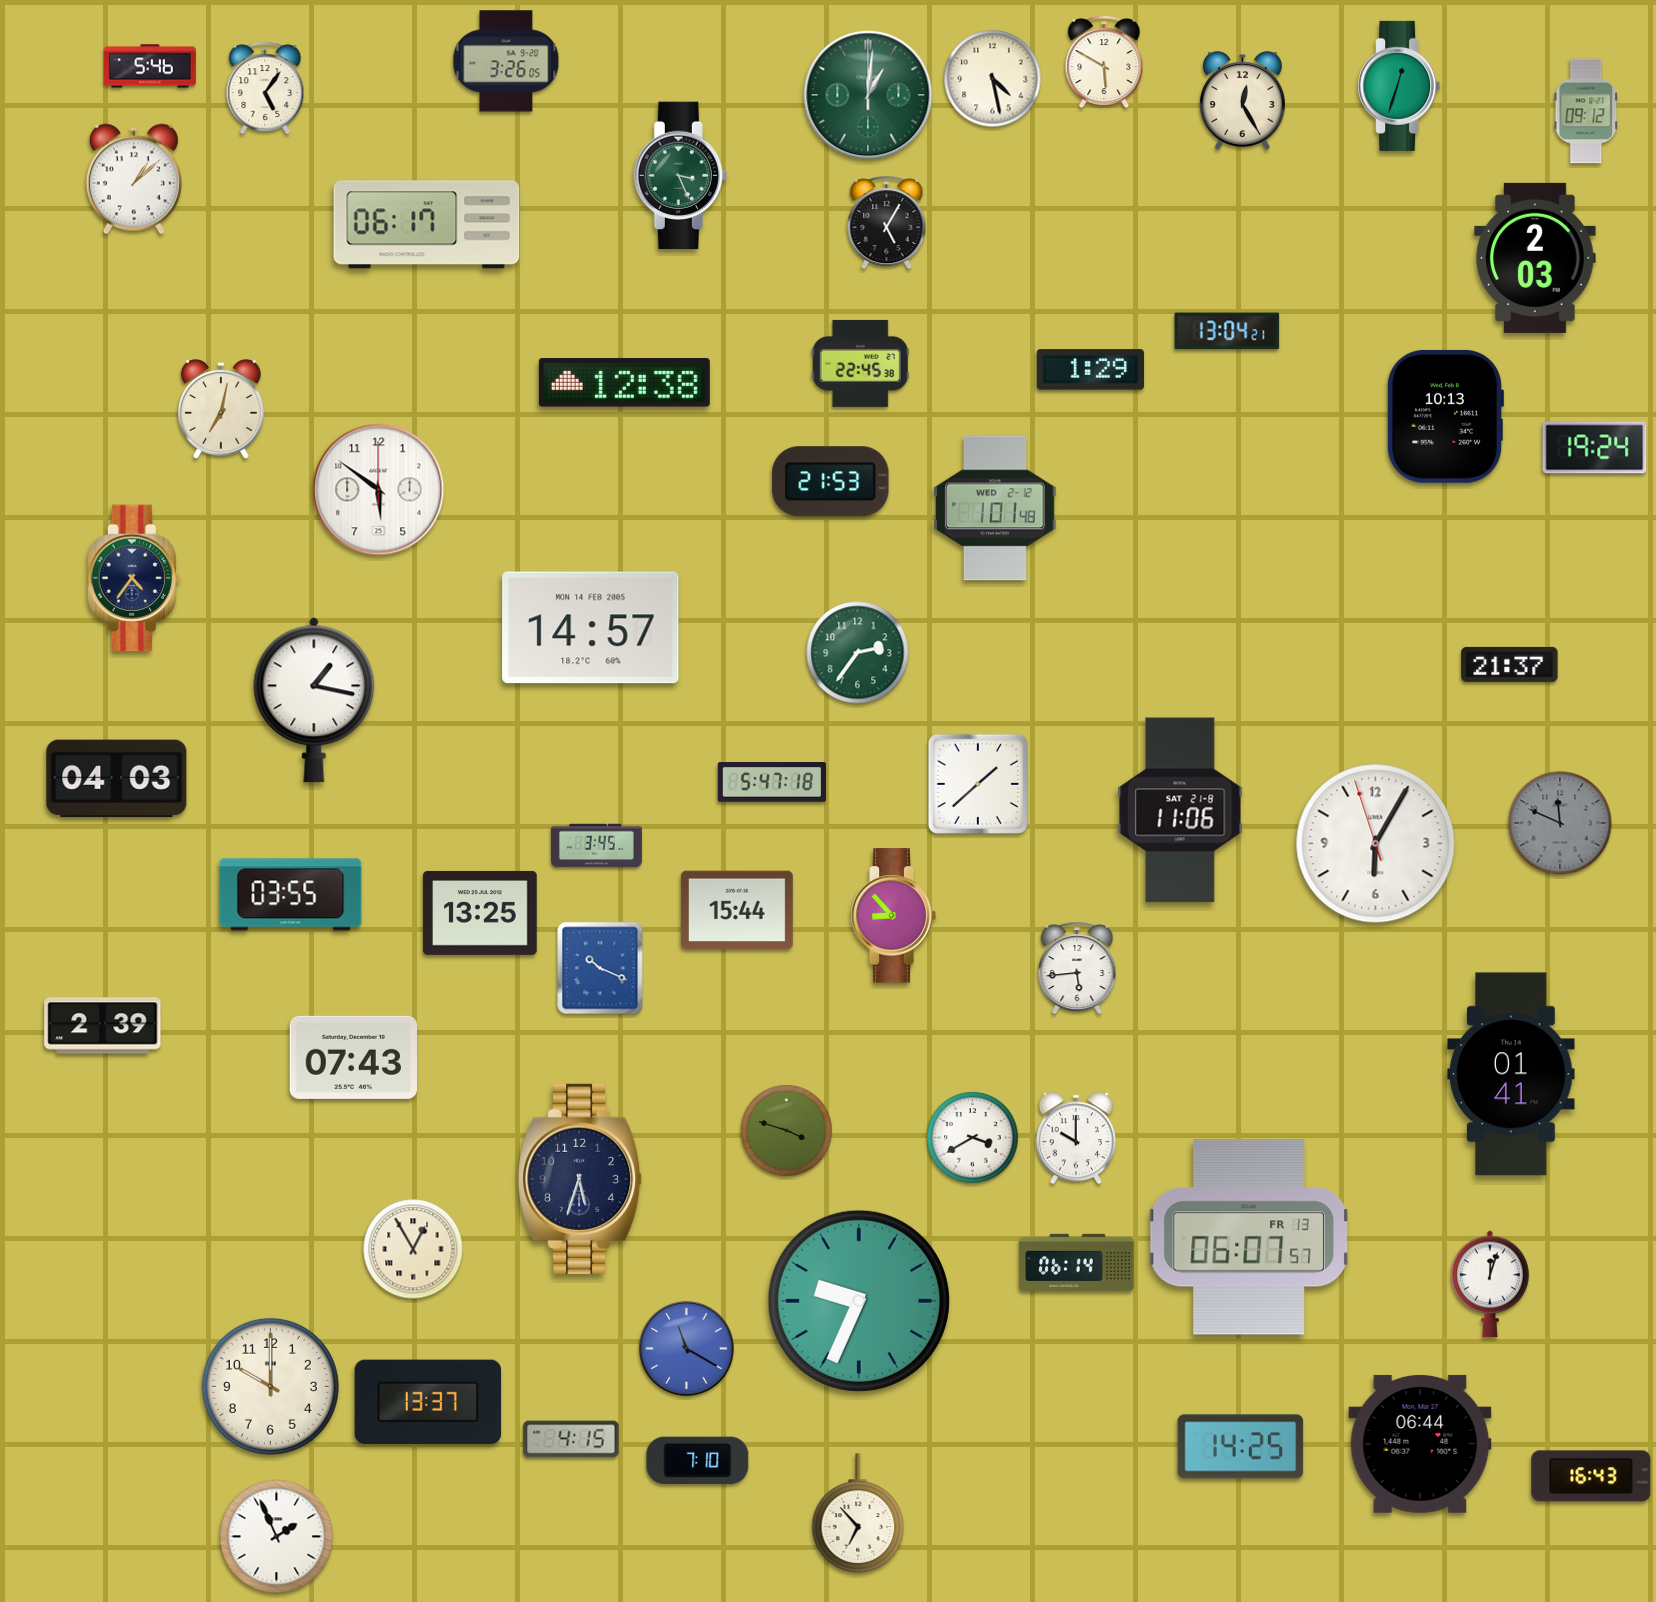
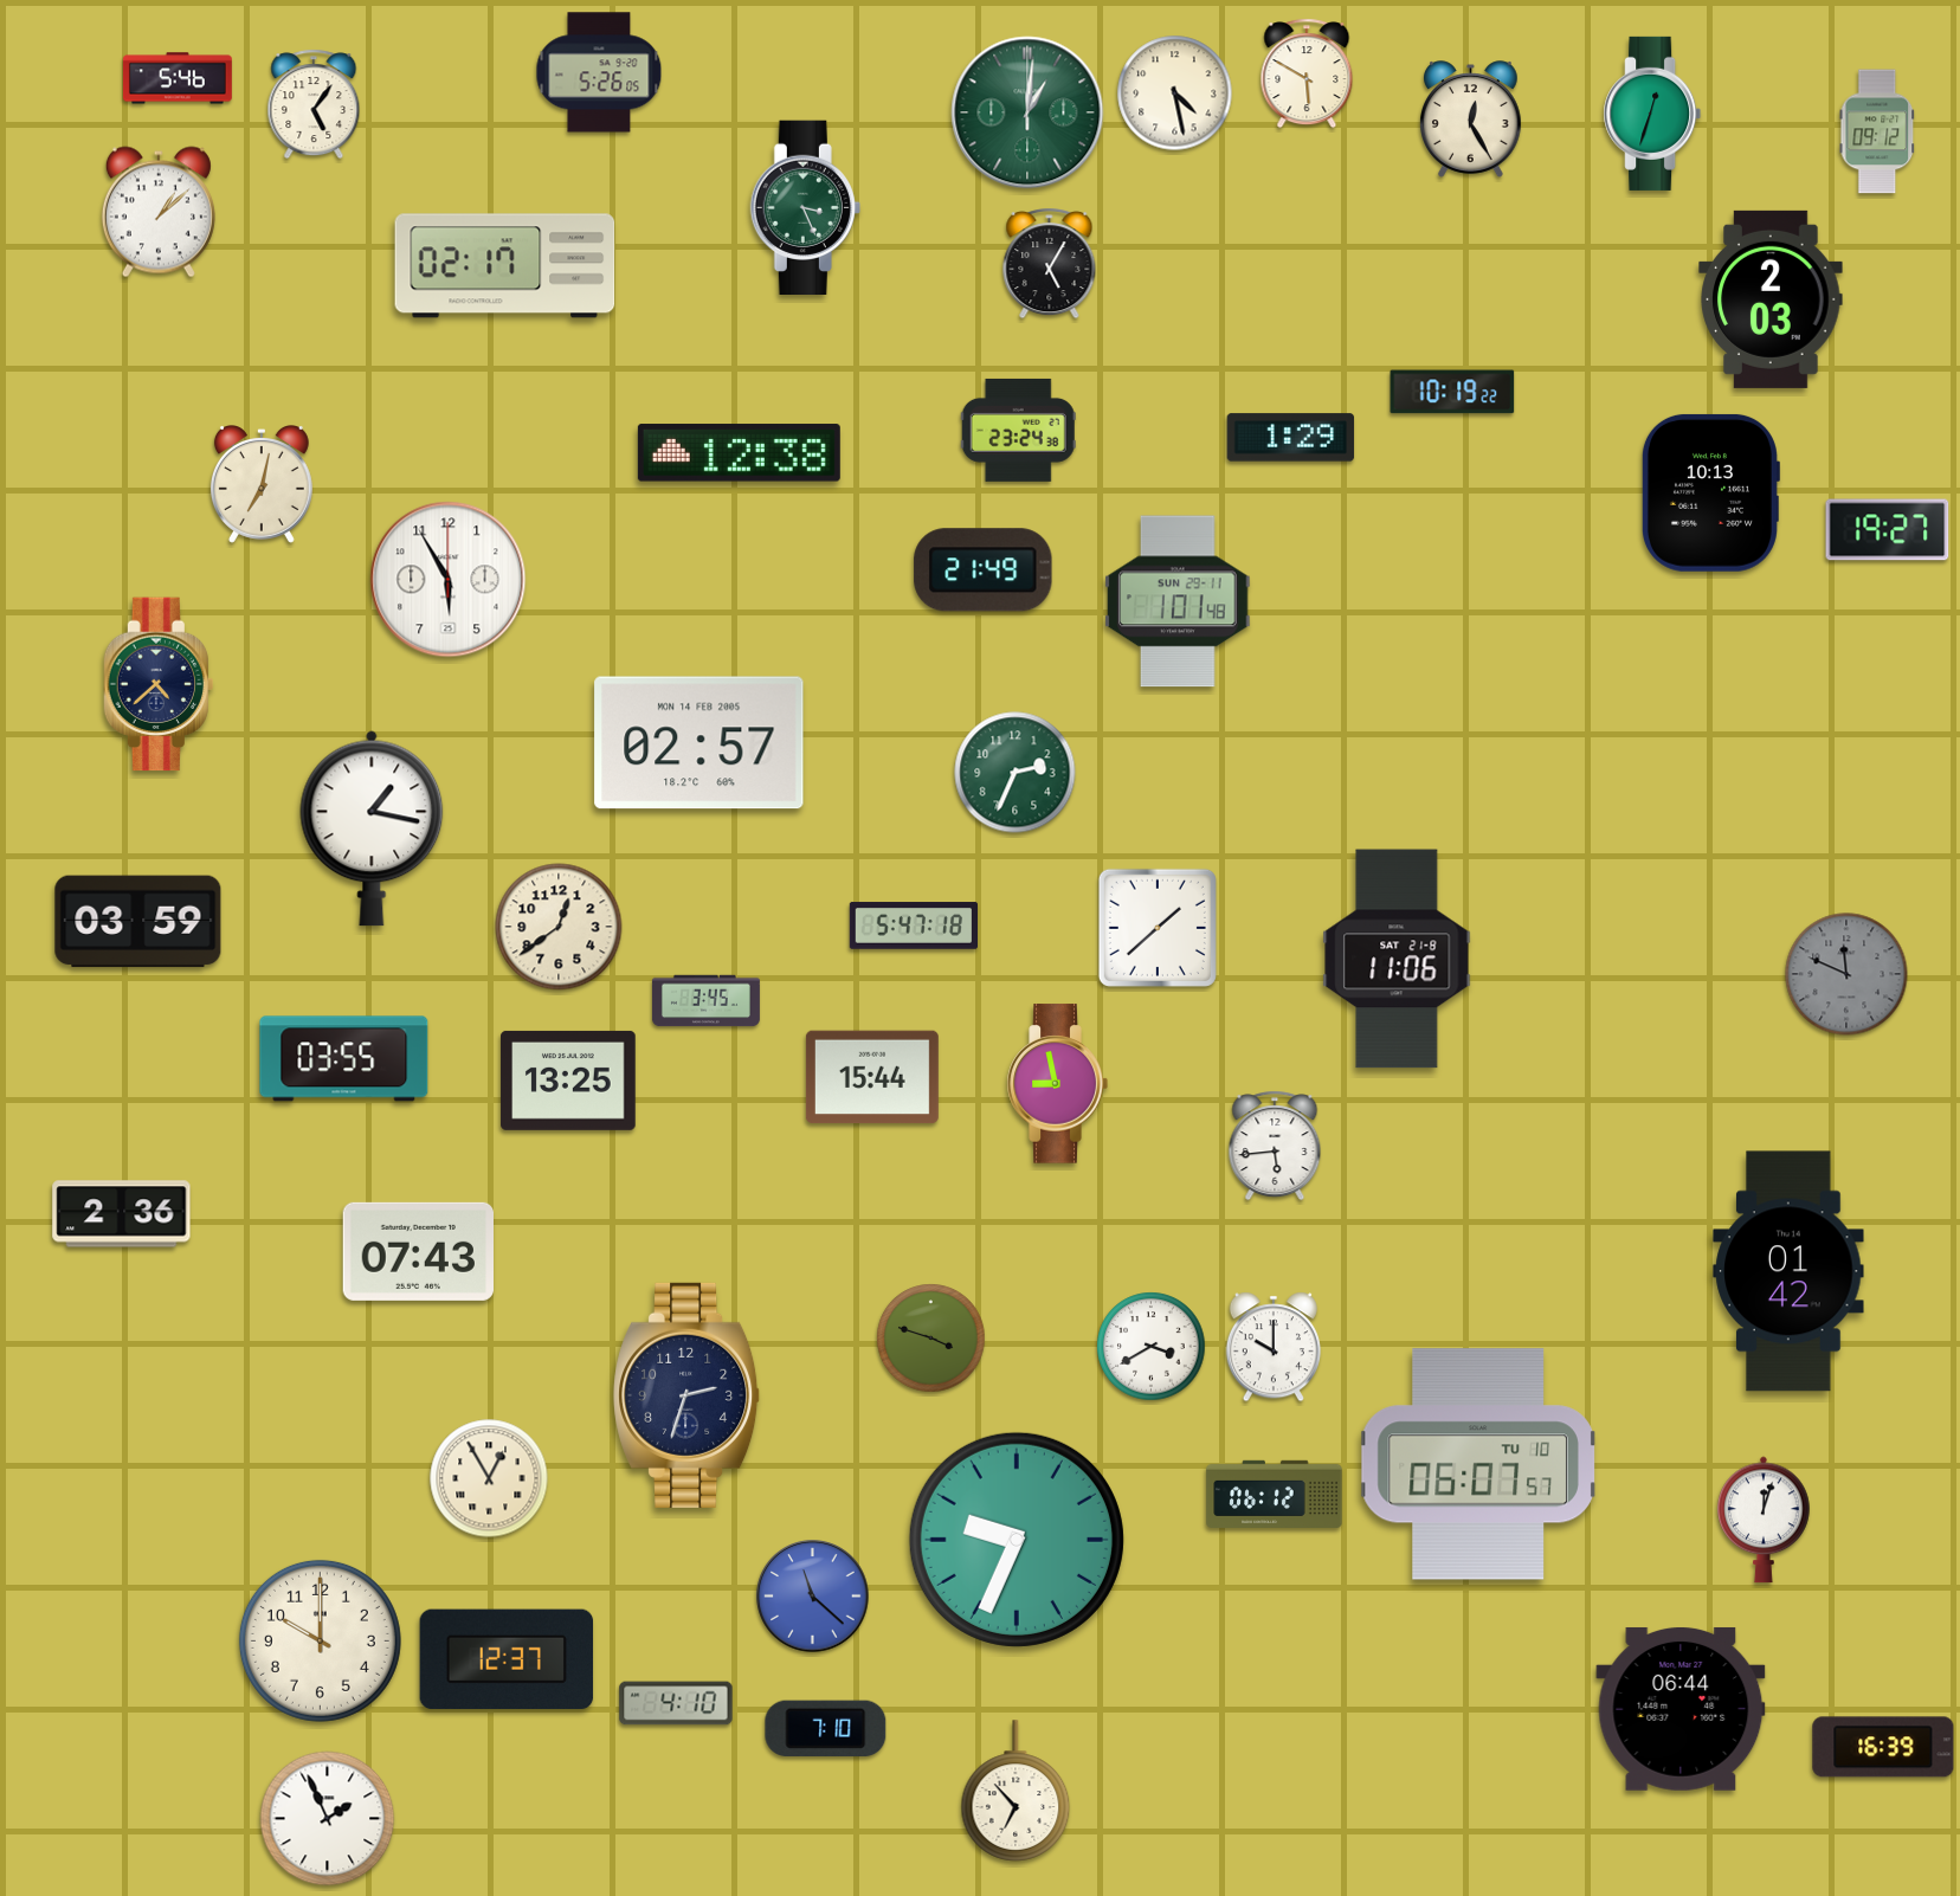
clock at (506, 61): 3:26 -> 5:26
clock at (1399, 86) position: (1399, 86) -> (1652, 114)
clock at (427, 225): 06:17 -> 02:17
clock at (1535, 258) position: (1535, 258) -> (1771, 299)
clock at (1227, 331): 13:04 -> 10:19
clock at (860, 363): 22:45 -> 23:24
clock at (1595, 448): 19:24 -> 19:27
clock at (831, 482): 21:53 -> 21:49
clock at (379, 490): 5:51 -> 5:55
clock at (995, 508) date: WED 2-12 -> SUN 29-11
clock at (133, 578): 4:36 -> 4:38
clock at (591, 628): 14:57 -> 02:57
clock at (858, 653): 2:36 -> 2:34
clock at (1510, 664): 21:37 -> none
clock at (117, 779): 04:03 -> 03:59
clock at (559, 927): none -> 12:39
clock at (1376, 844): 6:04 -> none
clock at (893, 916): 8:53 -> 8:58
clock at (600, 968): 10:19 -> none
clock at (103, 1026): 2:39 -> 2:36
clock at (1511, 1074): 01:41 -> 01:42
clock at (581, 1179): 5:33 -> 2:33
clock at (1249, 1237) date: FR 13 -> TU 10
clock at (1077, 1262): 06:14 -> 06:12
clock at (687, 1349): 11:20 -> 11:22
clock at (428, 1402): 13:37 -> 12:37
clock at (571, 1439): 4:15 -> 4:10
clock at (1241, 1447): 14:25 -> none
clock at (1591, 1476): 16:43 -> 16:39
